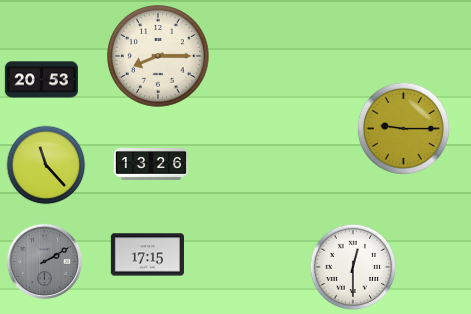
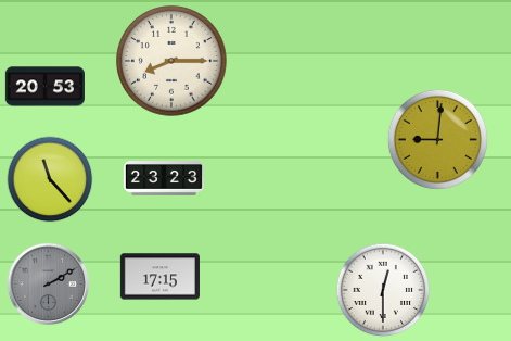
clock at (403, 128): 9:15 -> 9:01
clock at (151, 165): 13:26 -> 23:23
